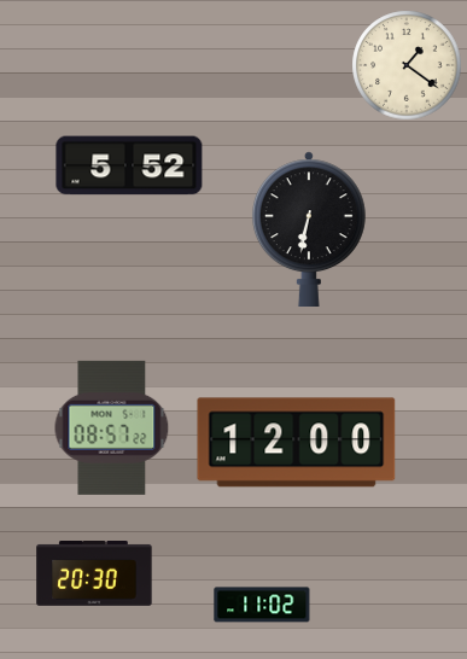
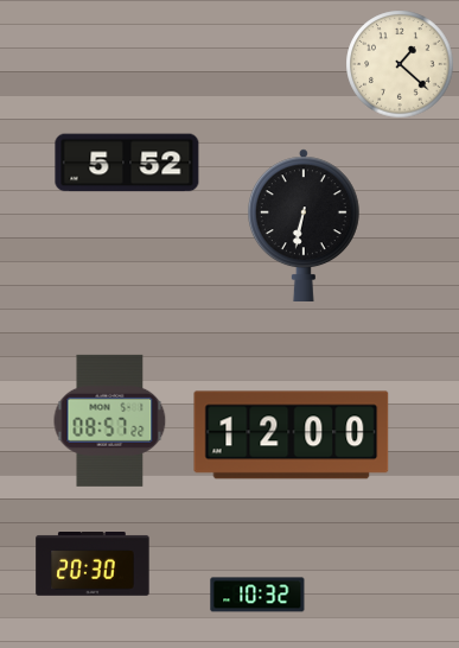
clock at (407, 65): 1:21 -> 1:22
clock at (262, 605): 11:02 -> 10:32
